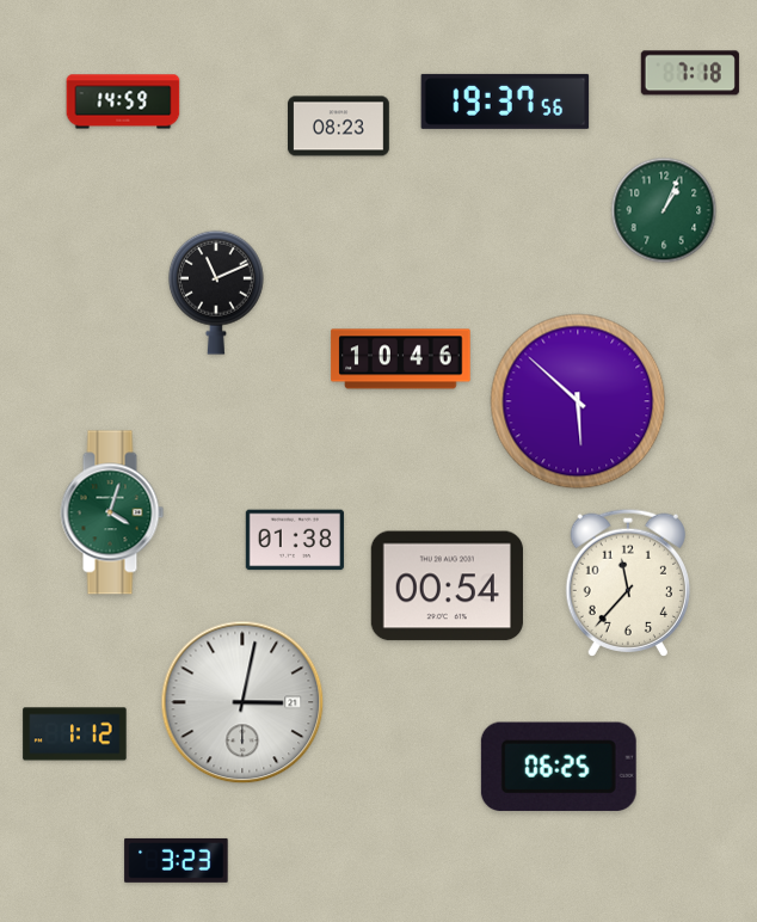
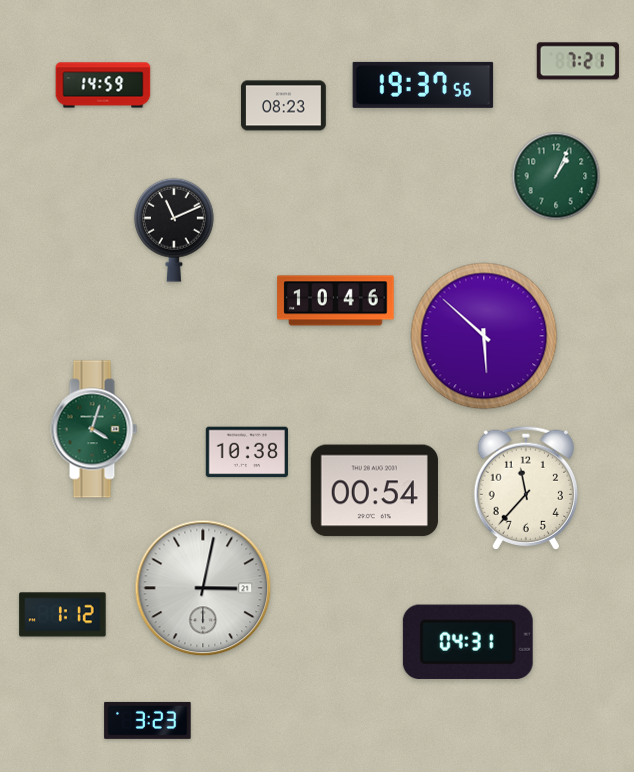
clock at (690, 73): 7:18 -> 7:21
clock at (216, 293) position: (216, 293) -> (174, 230)
clock at (295, 540): 01:38 -> 10:38
clock at (559, 767): 06:25 -> 04:31
